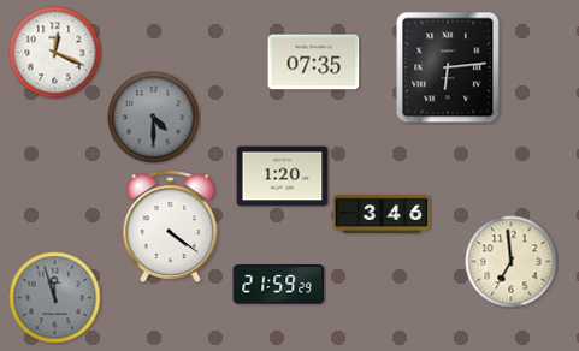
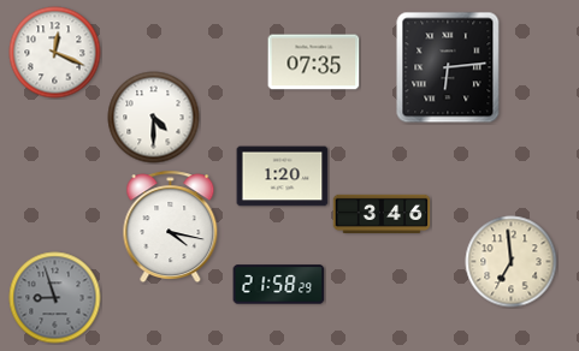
clock at (154, 118) dial: grey -> white
clock at (171, 227): 4:21 -> 4:17
clock at (279, 285): 21:59 -> 21:58
clock at (55, 298): 11:57 -> 8:57
